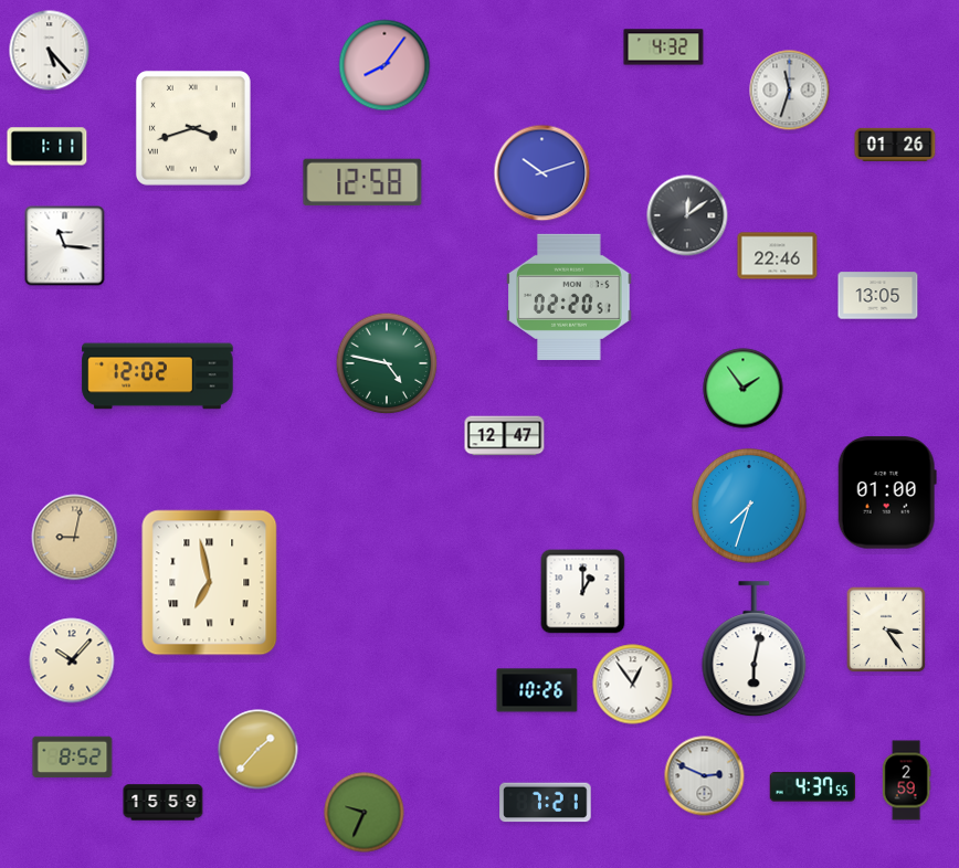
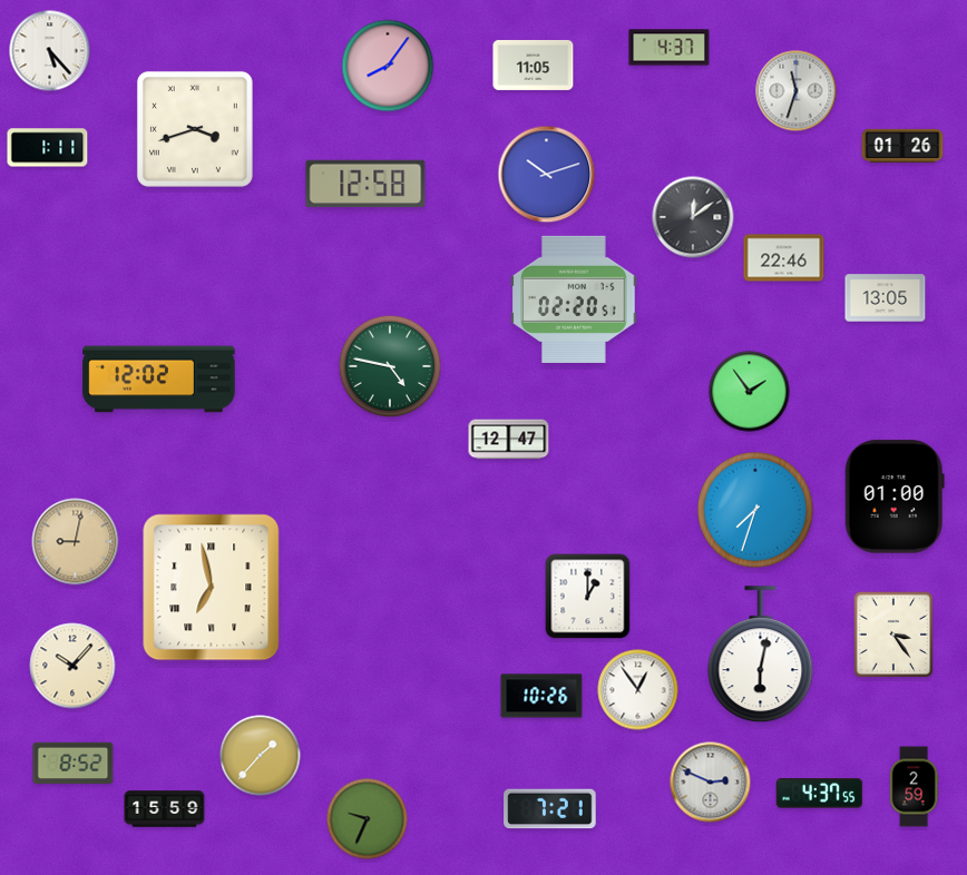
clock at (664, 47): 4:32 -> 4:37
clock at (534, 65): none -> 11:05
clock at (65, 246): 11:16 -> none
